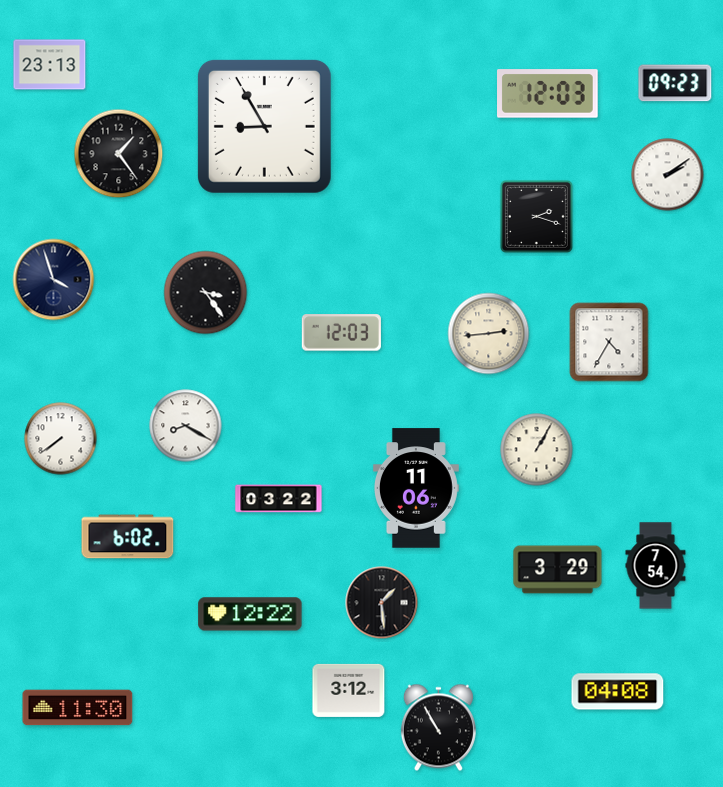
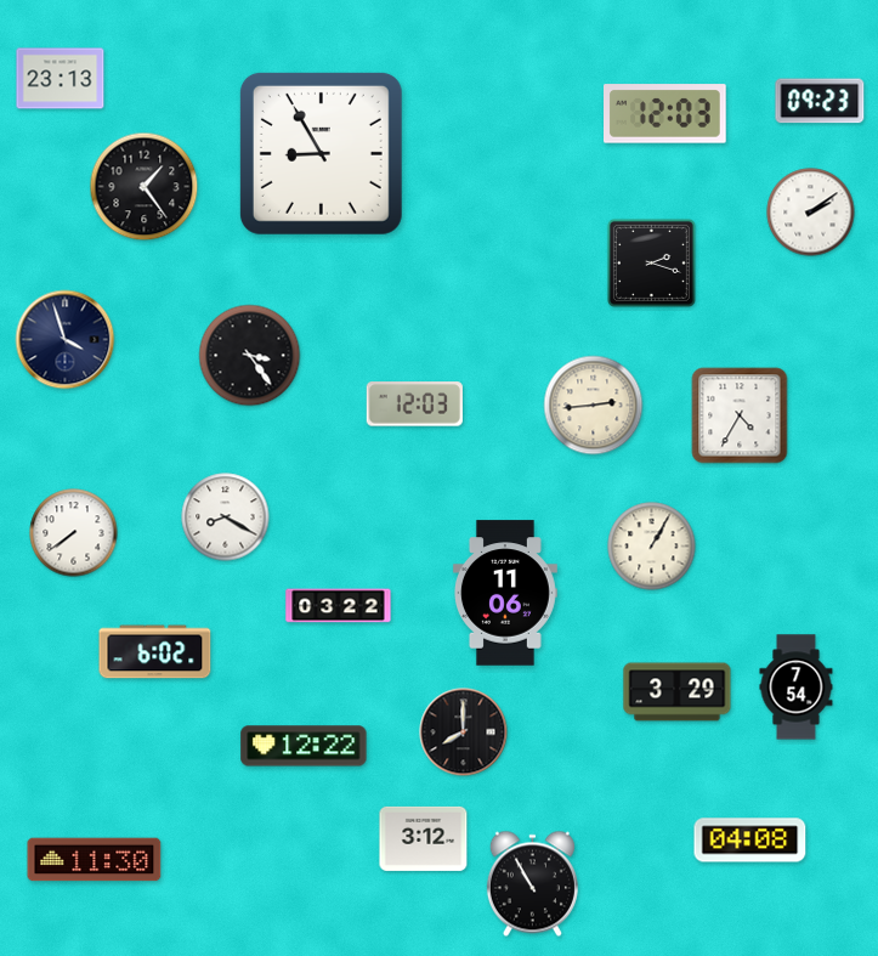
clock at (382, 603): 1:29 -> 8:00
